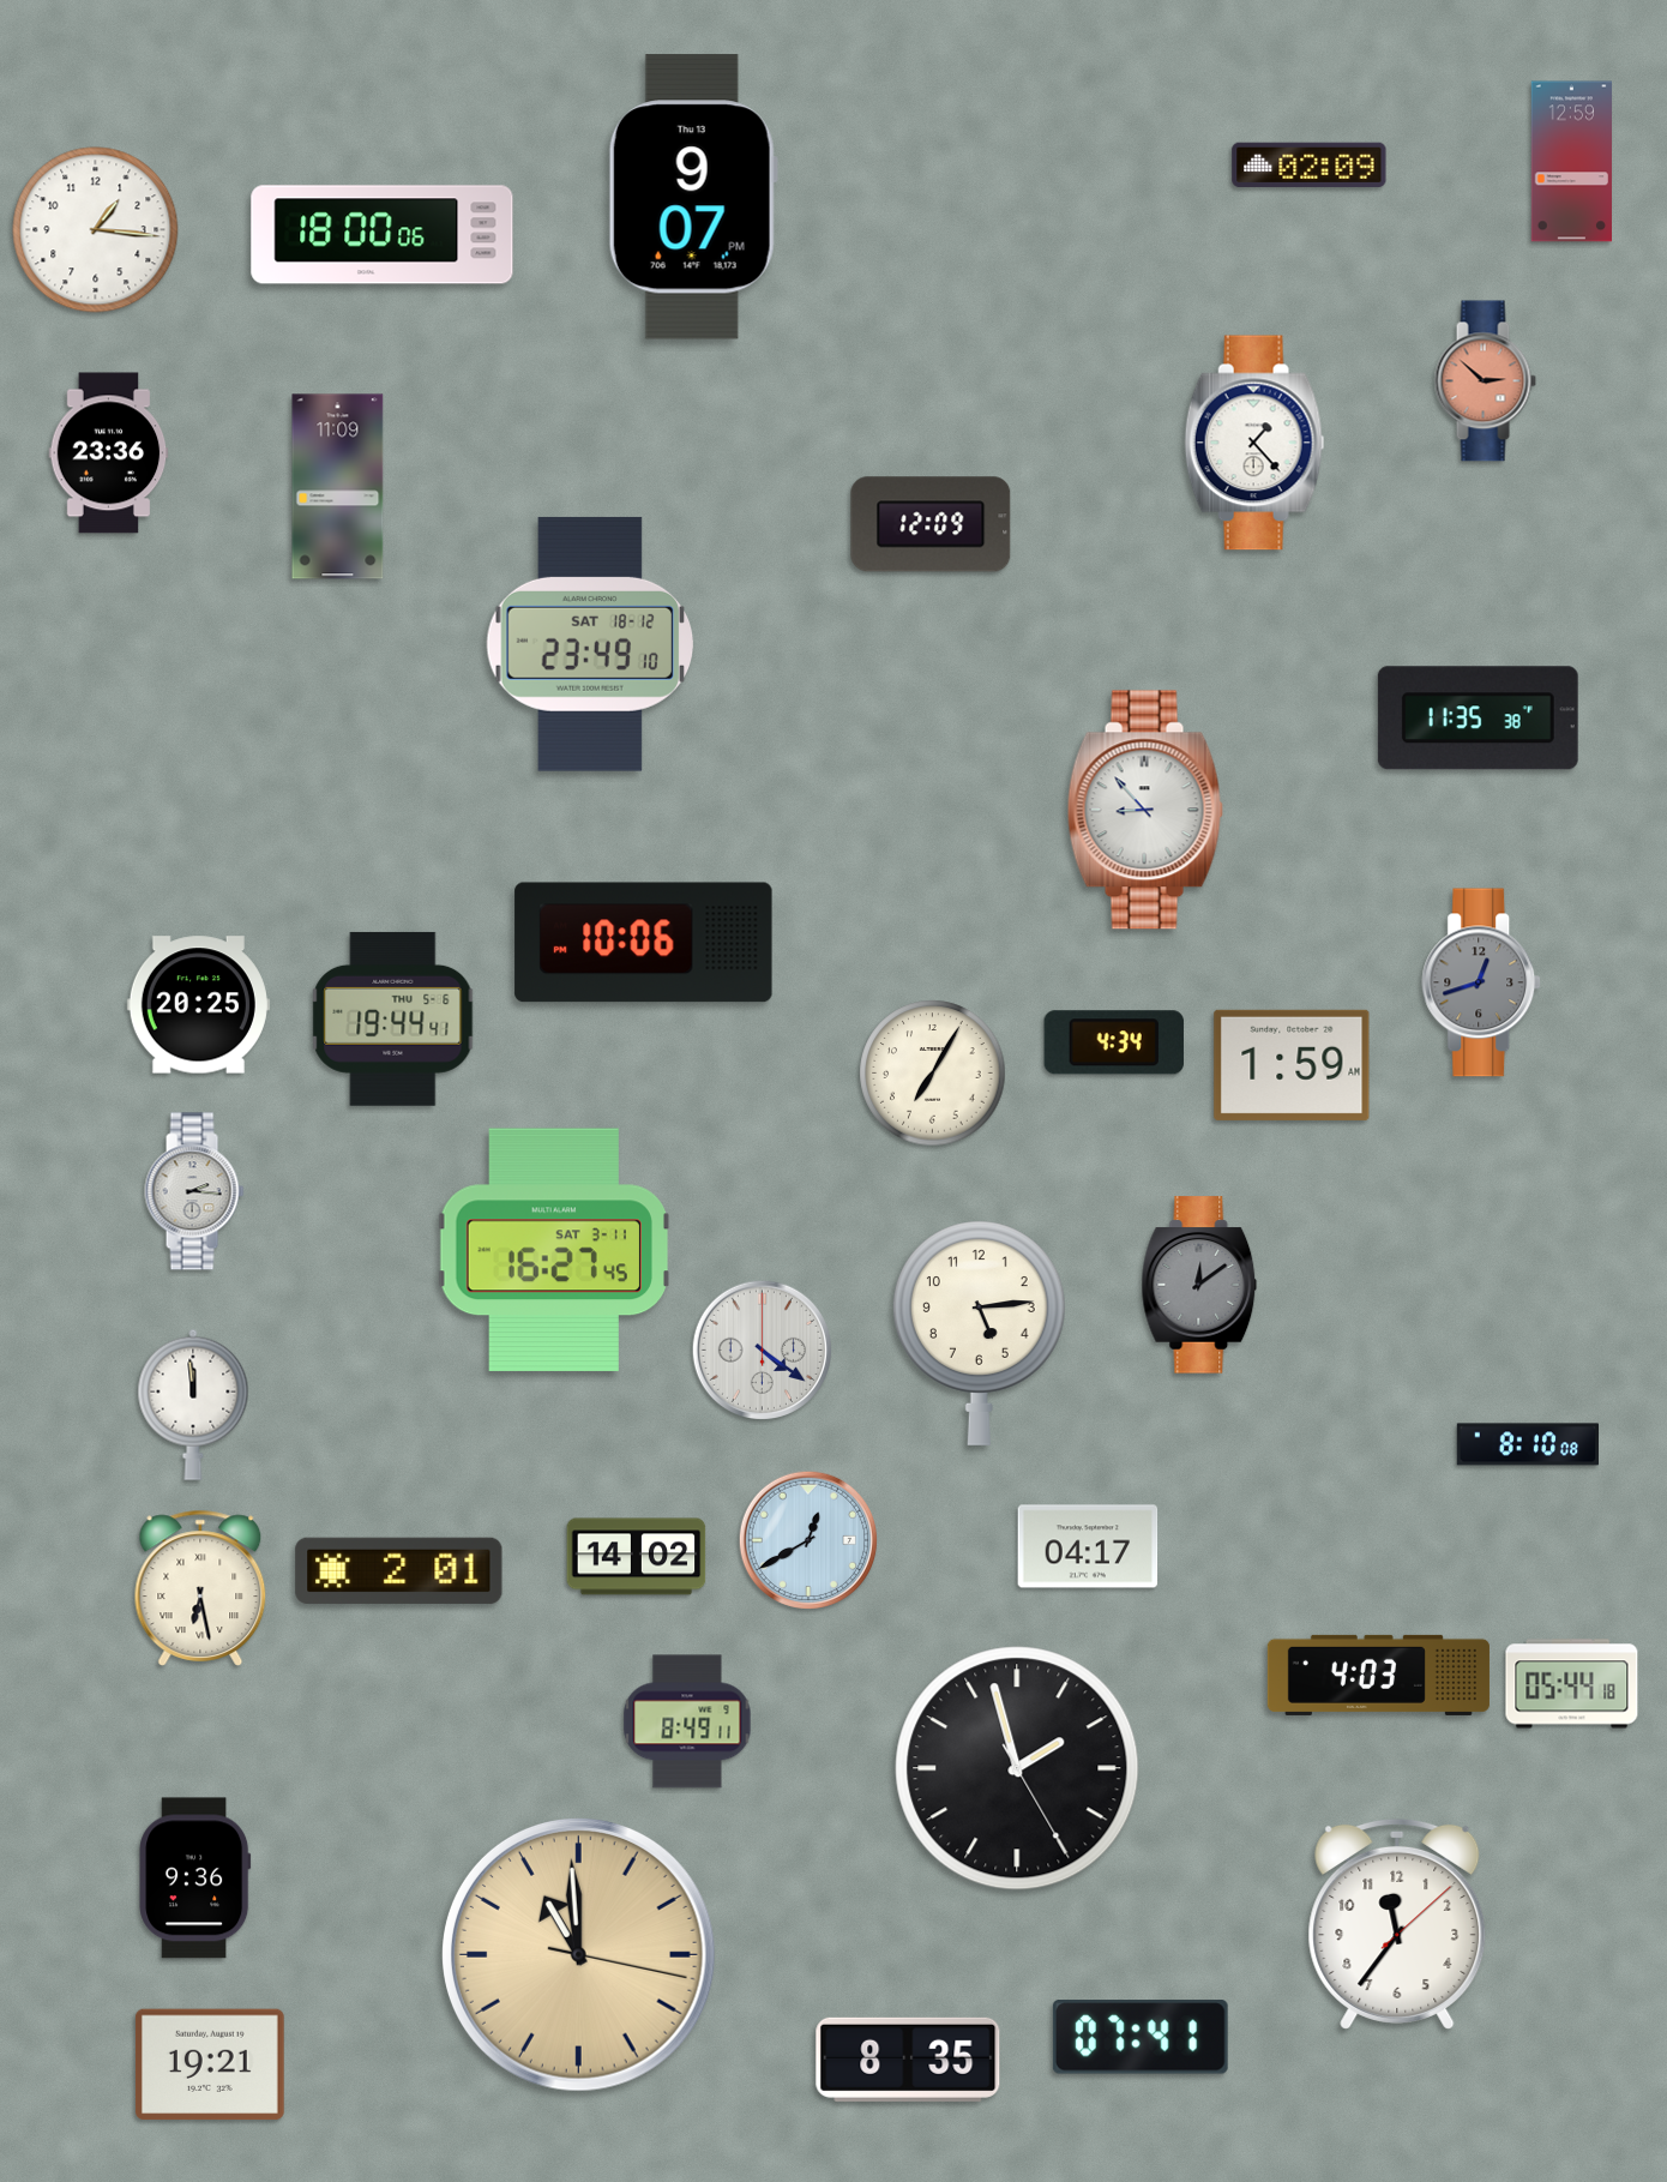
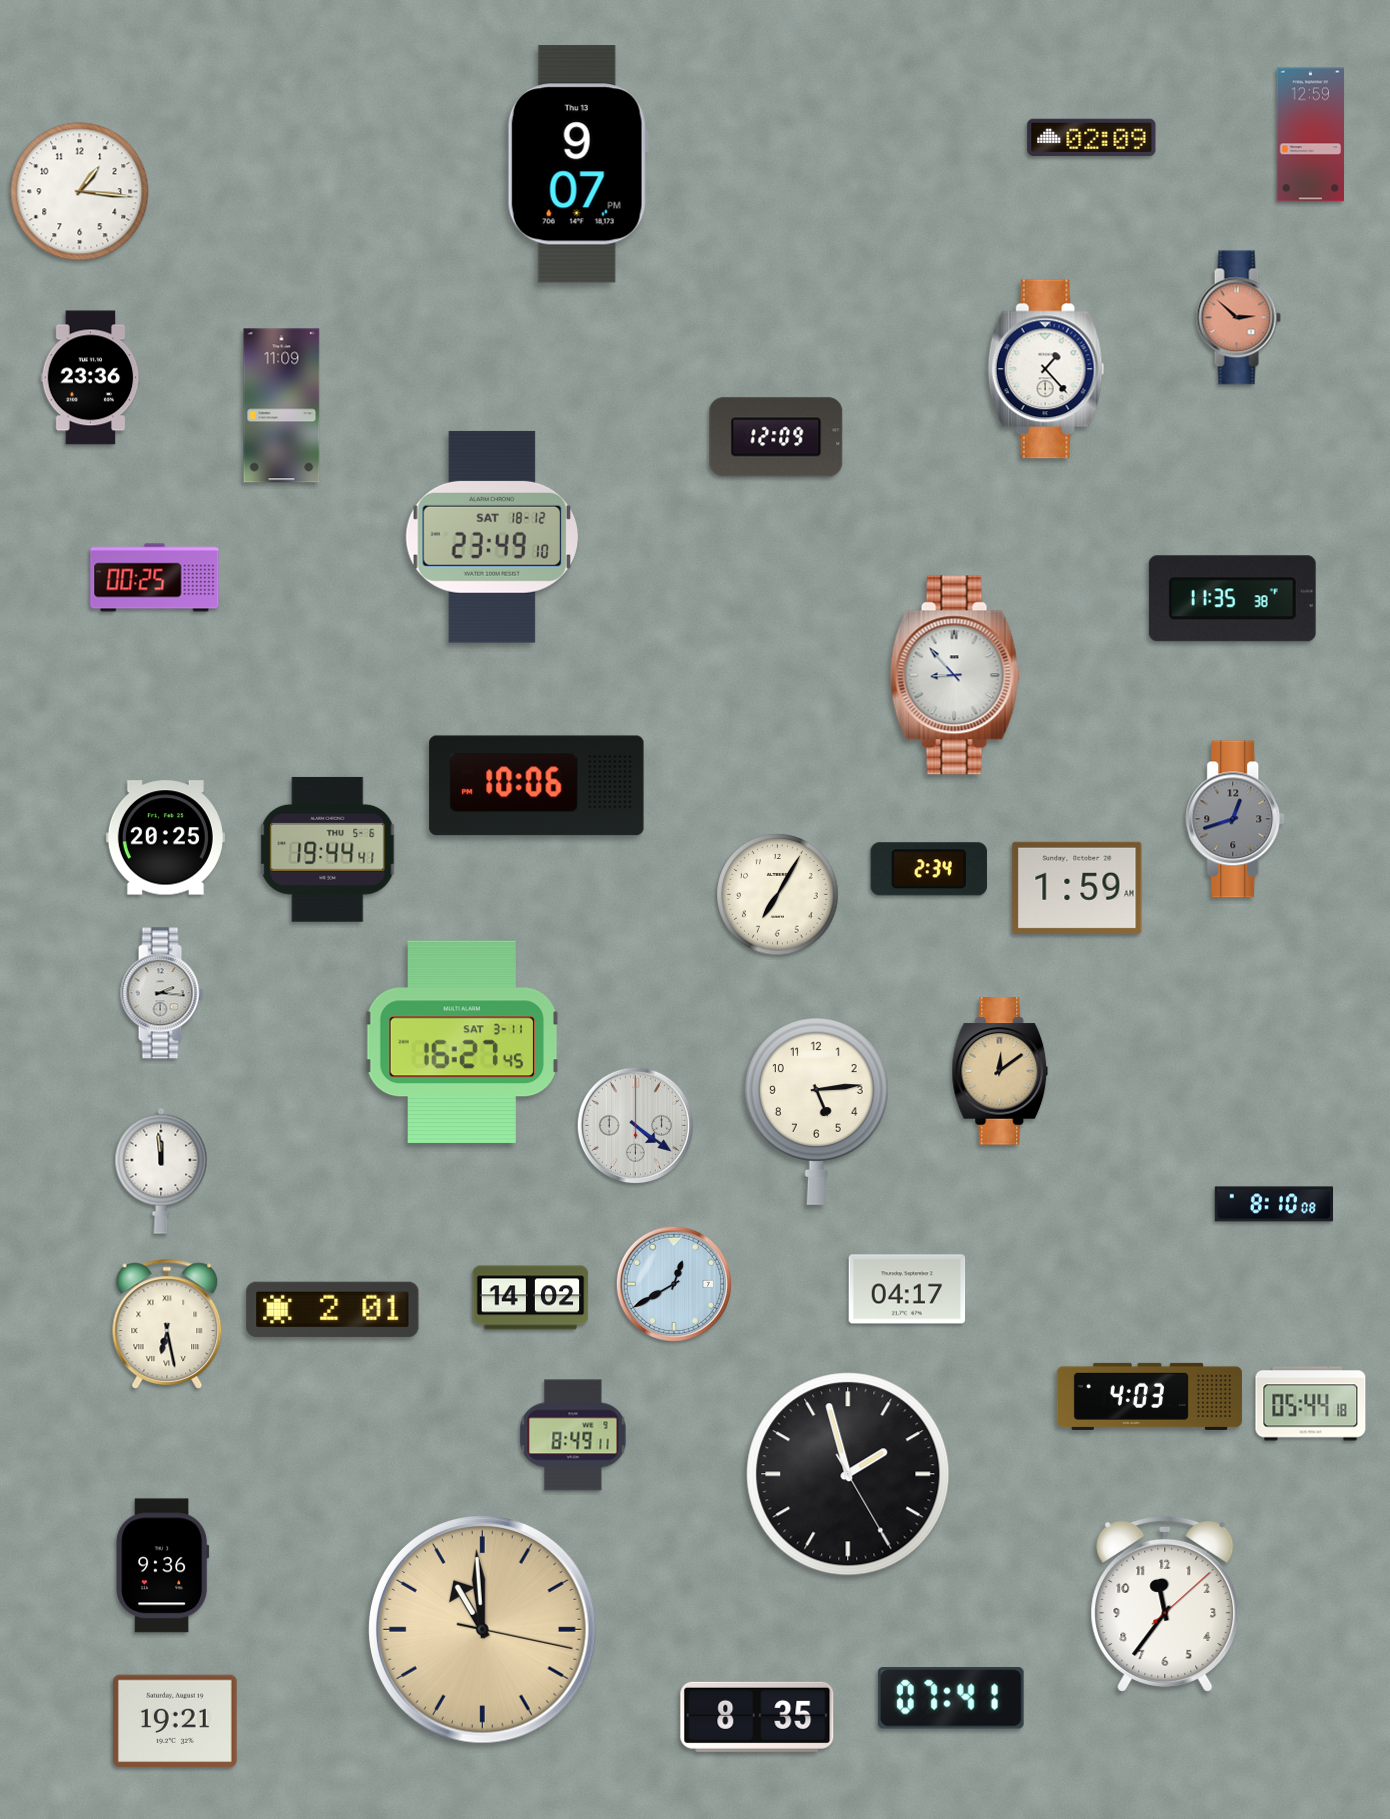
clock at (383, 235): 18:00 -> none
clock at (155, 578): none -> 00:25
clock at (1114, 1042): 4:34 -> 2:34
clock at (1199, 1285) dial: grey -> champagne
